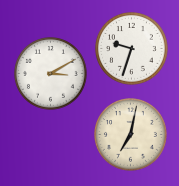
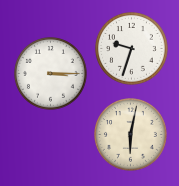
clock at (51, 74): 3:10 -> 3:15
clock at (131, 135): 7:02 -> 6:02
